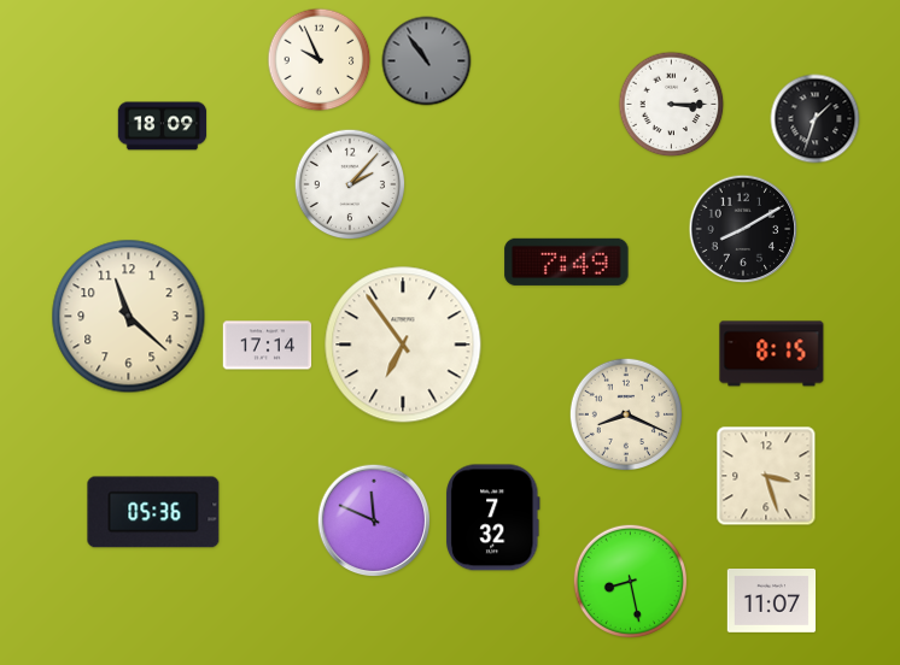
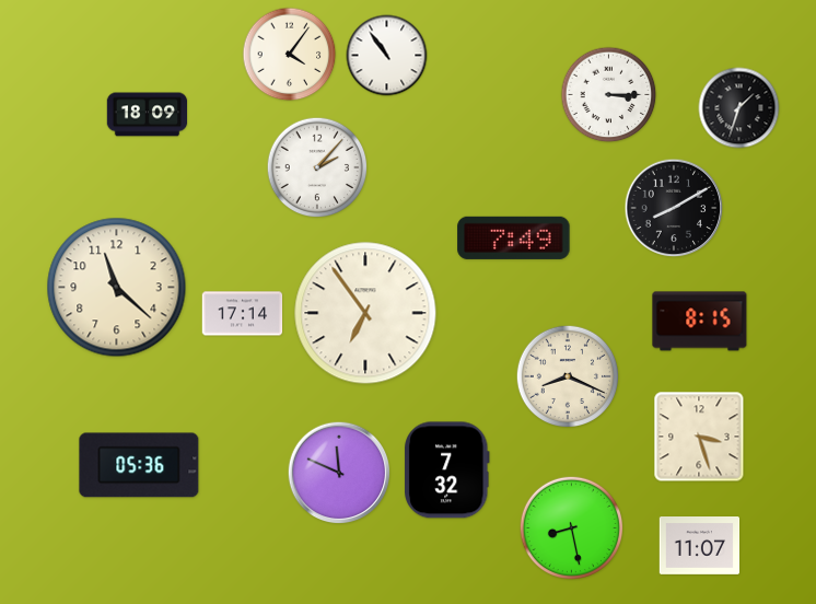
clock at (320, 60): 9:56 -> 4:06
clock at (427, 61) dial: grey -> white
clock at (766, 476) position: (766, 476) -> (699, 437)
